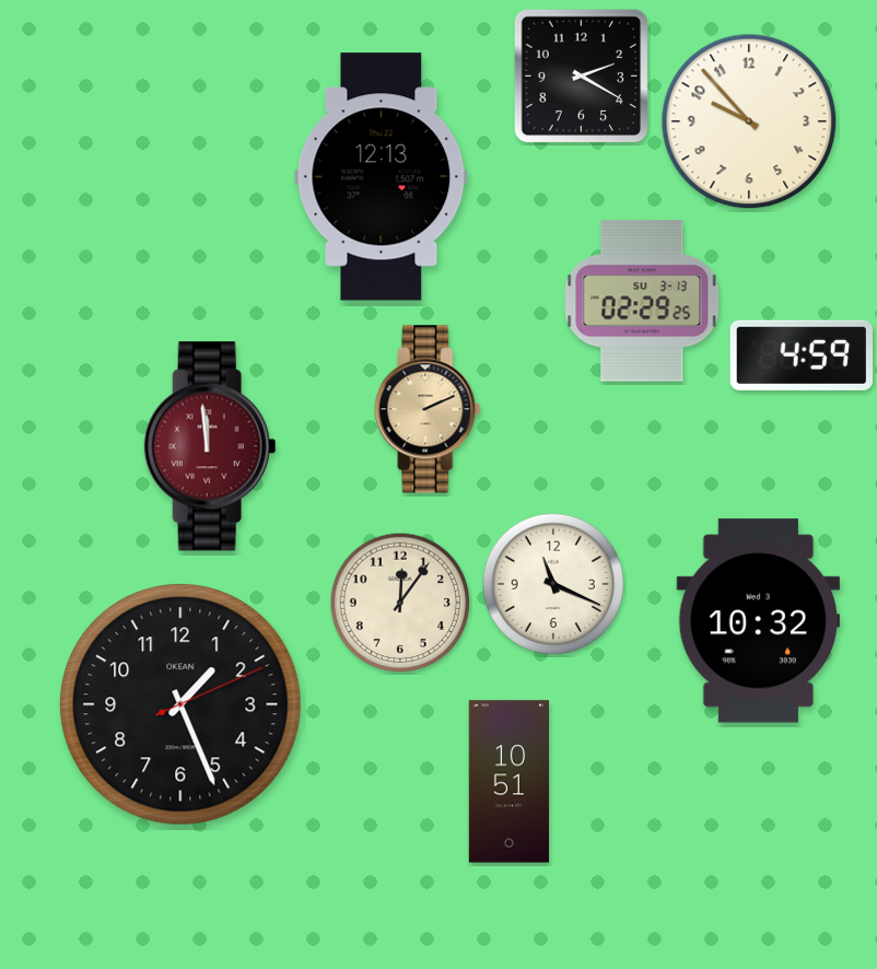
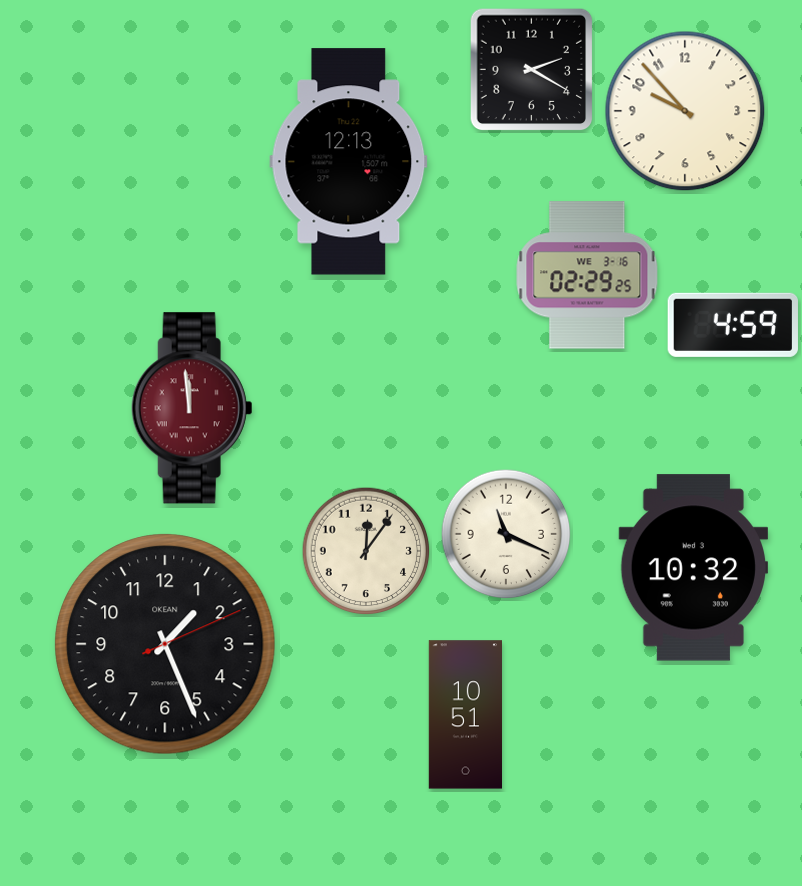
clock at (642, 301) date: SU 3-13 -> WE 3-16
clock at (428, 409): 2:11 -> none
